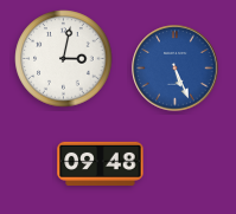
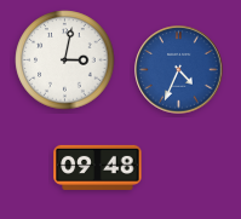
clock at (176, 69): 5:26 -> 4:34
clock at (101, 163) position: (101, 163) -> (98, 167)
